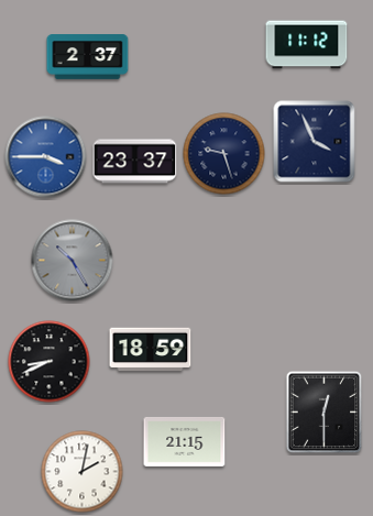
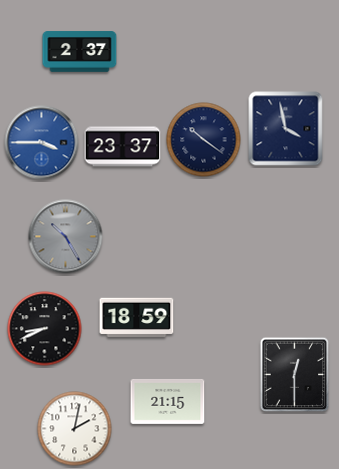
clock at (307, 45): 11:12 -> none
clock at (315, 142): 3:56 -> 3:58
clock at (224, 154): 9:27 -> 10:21
